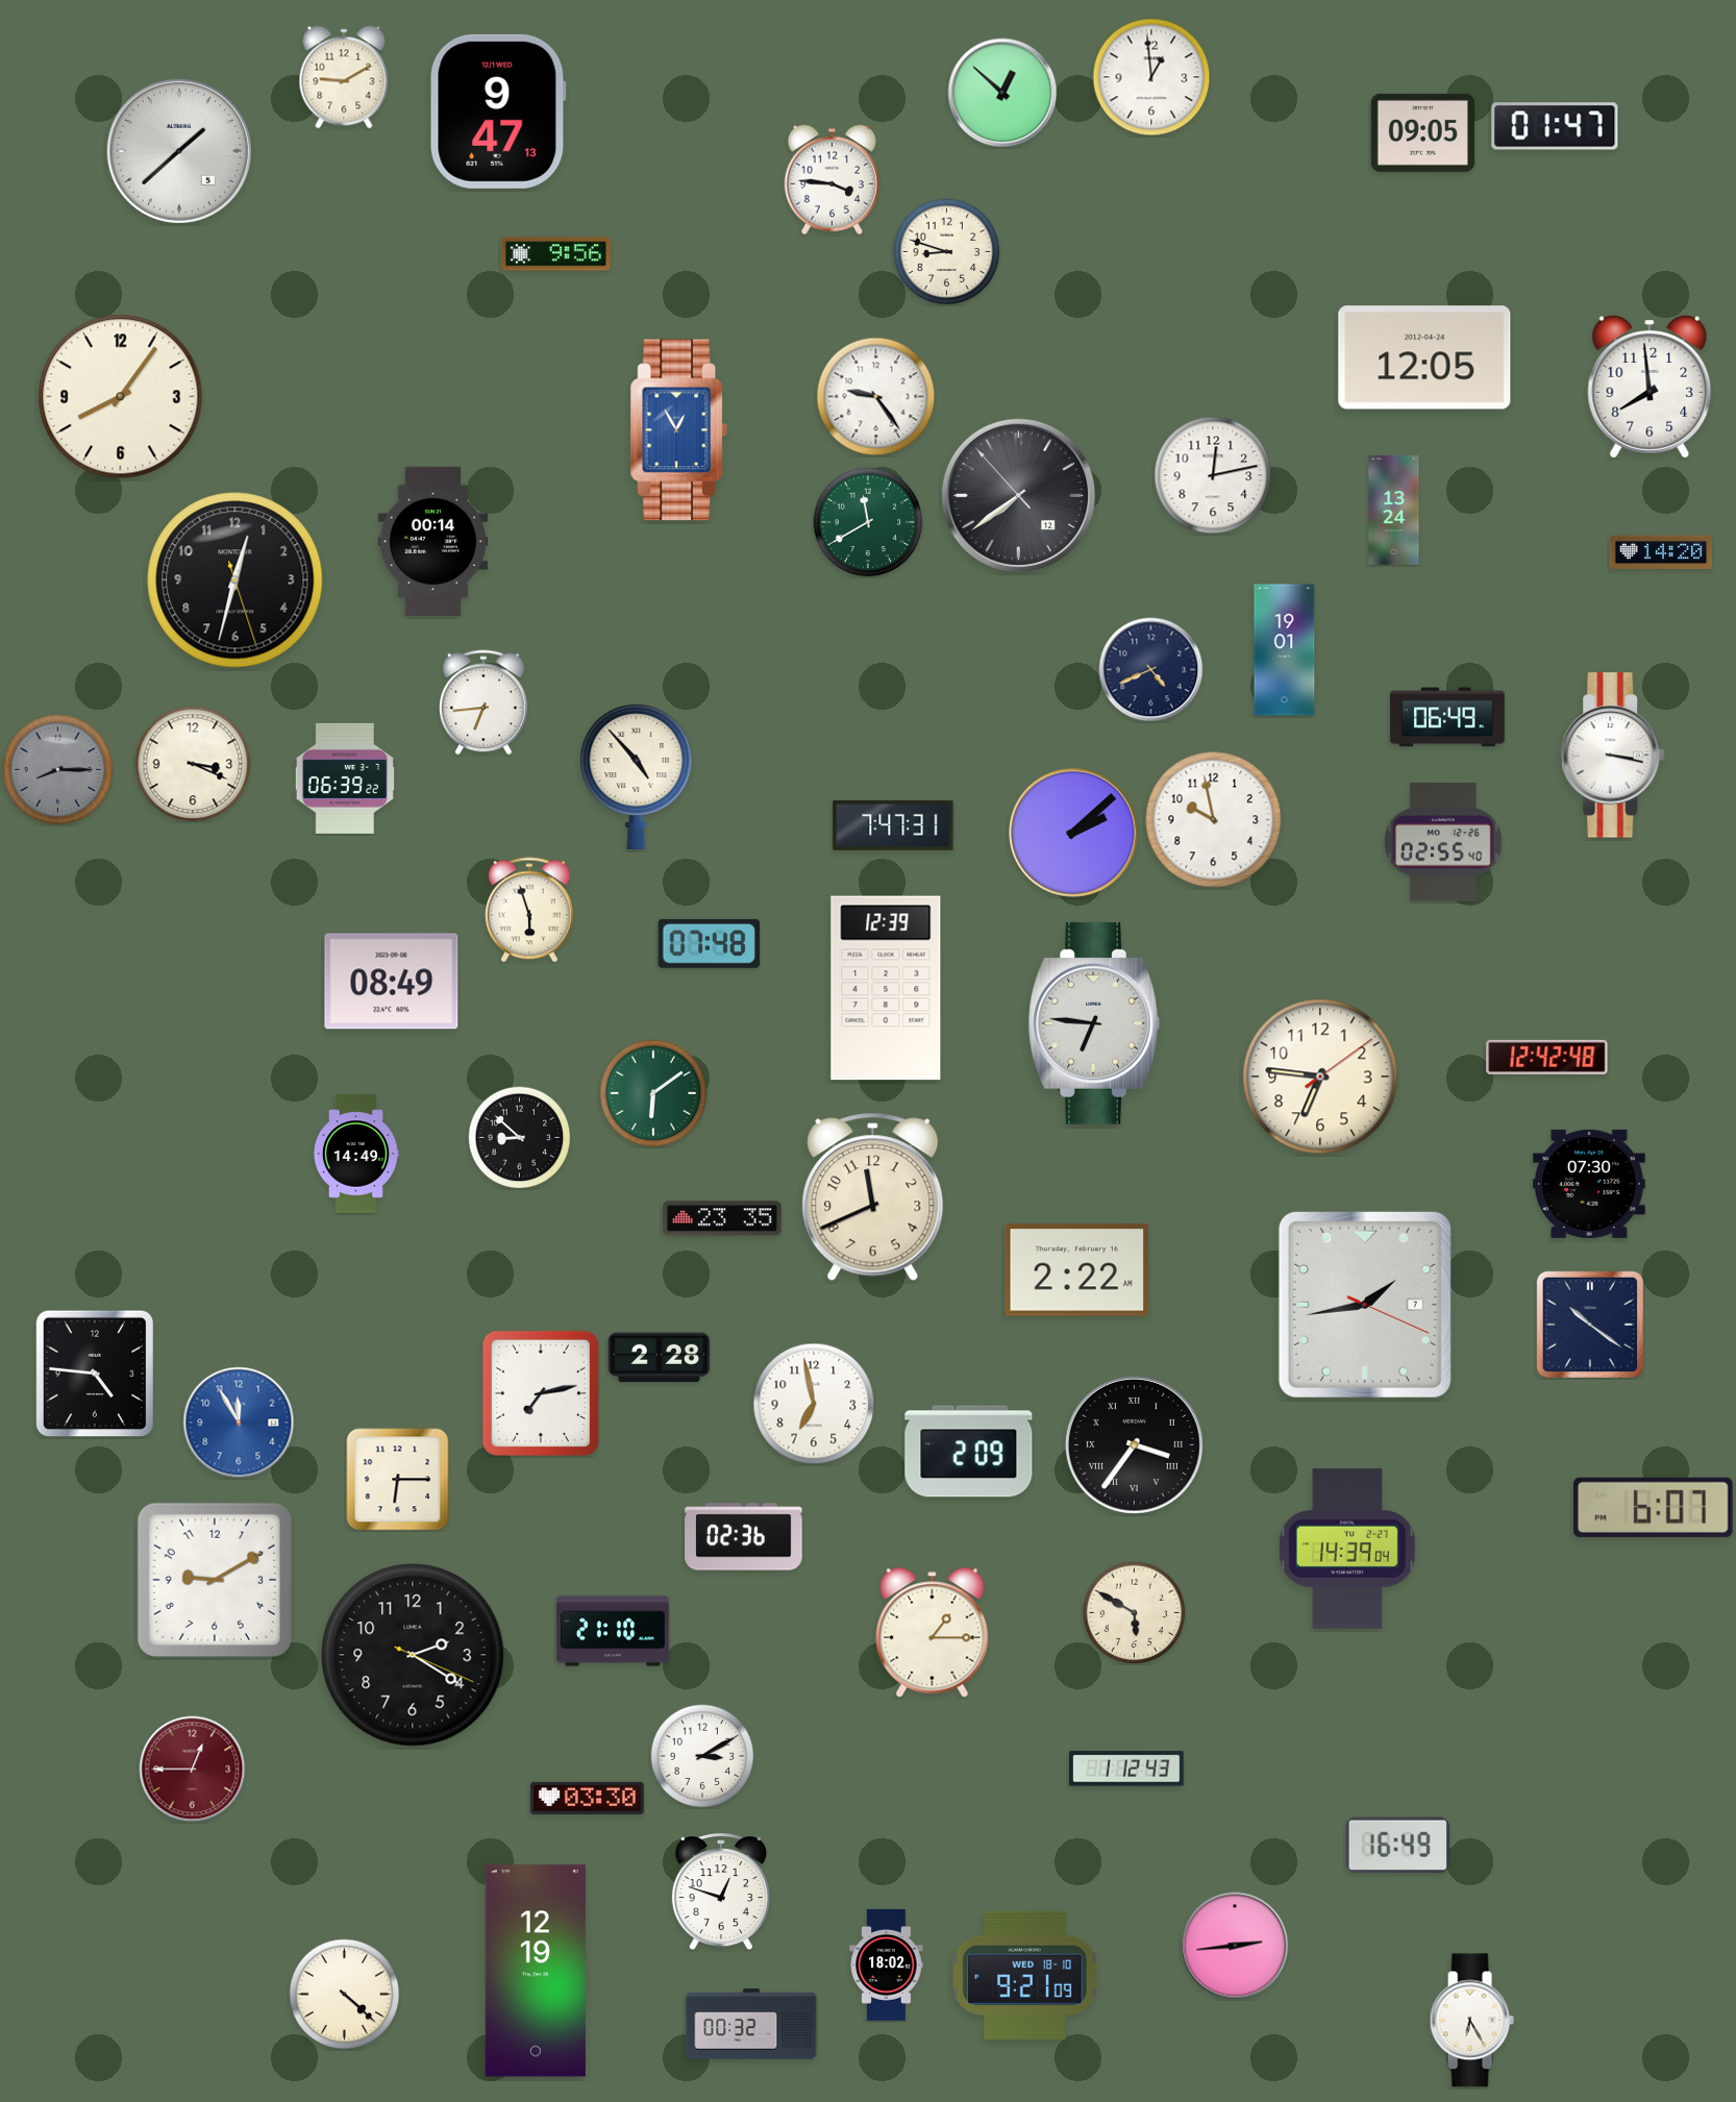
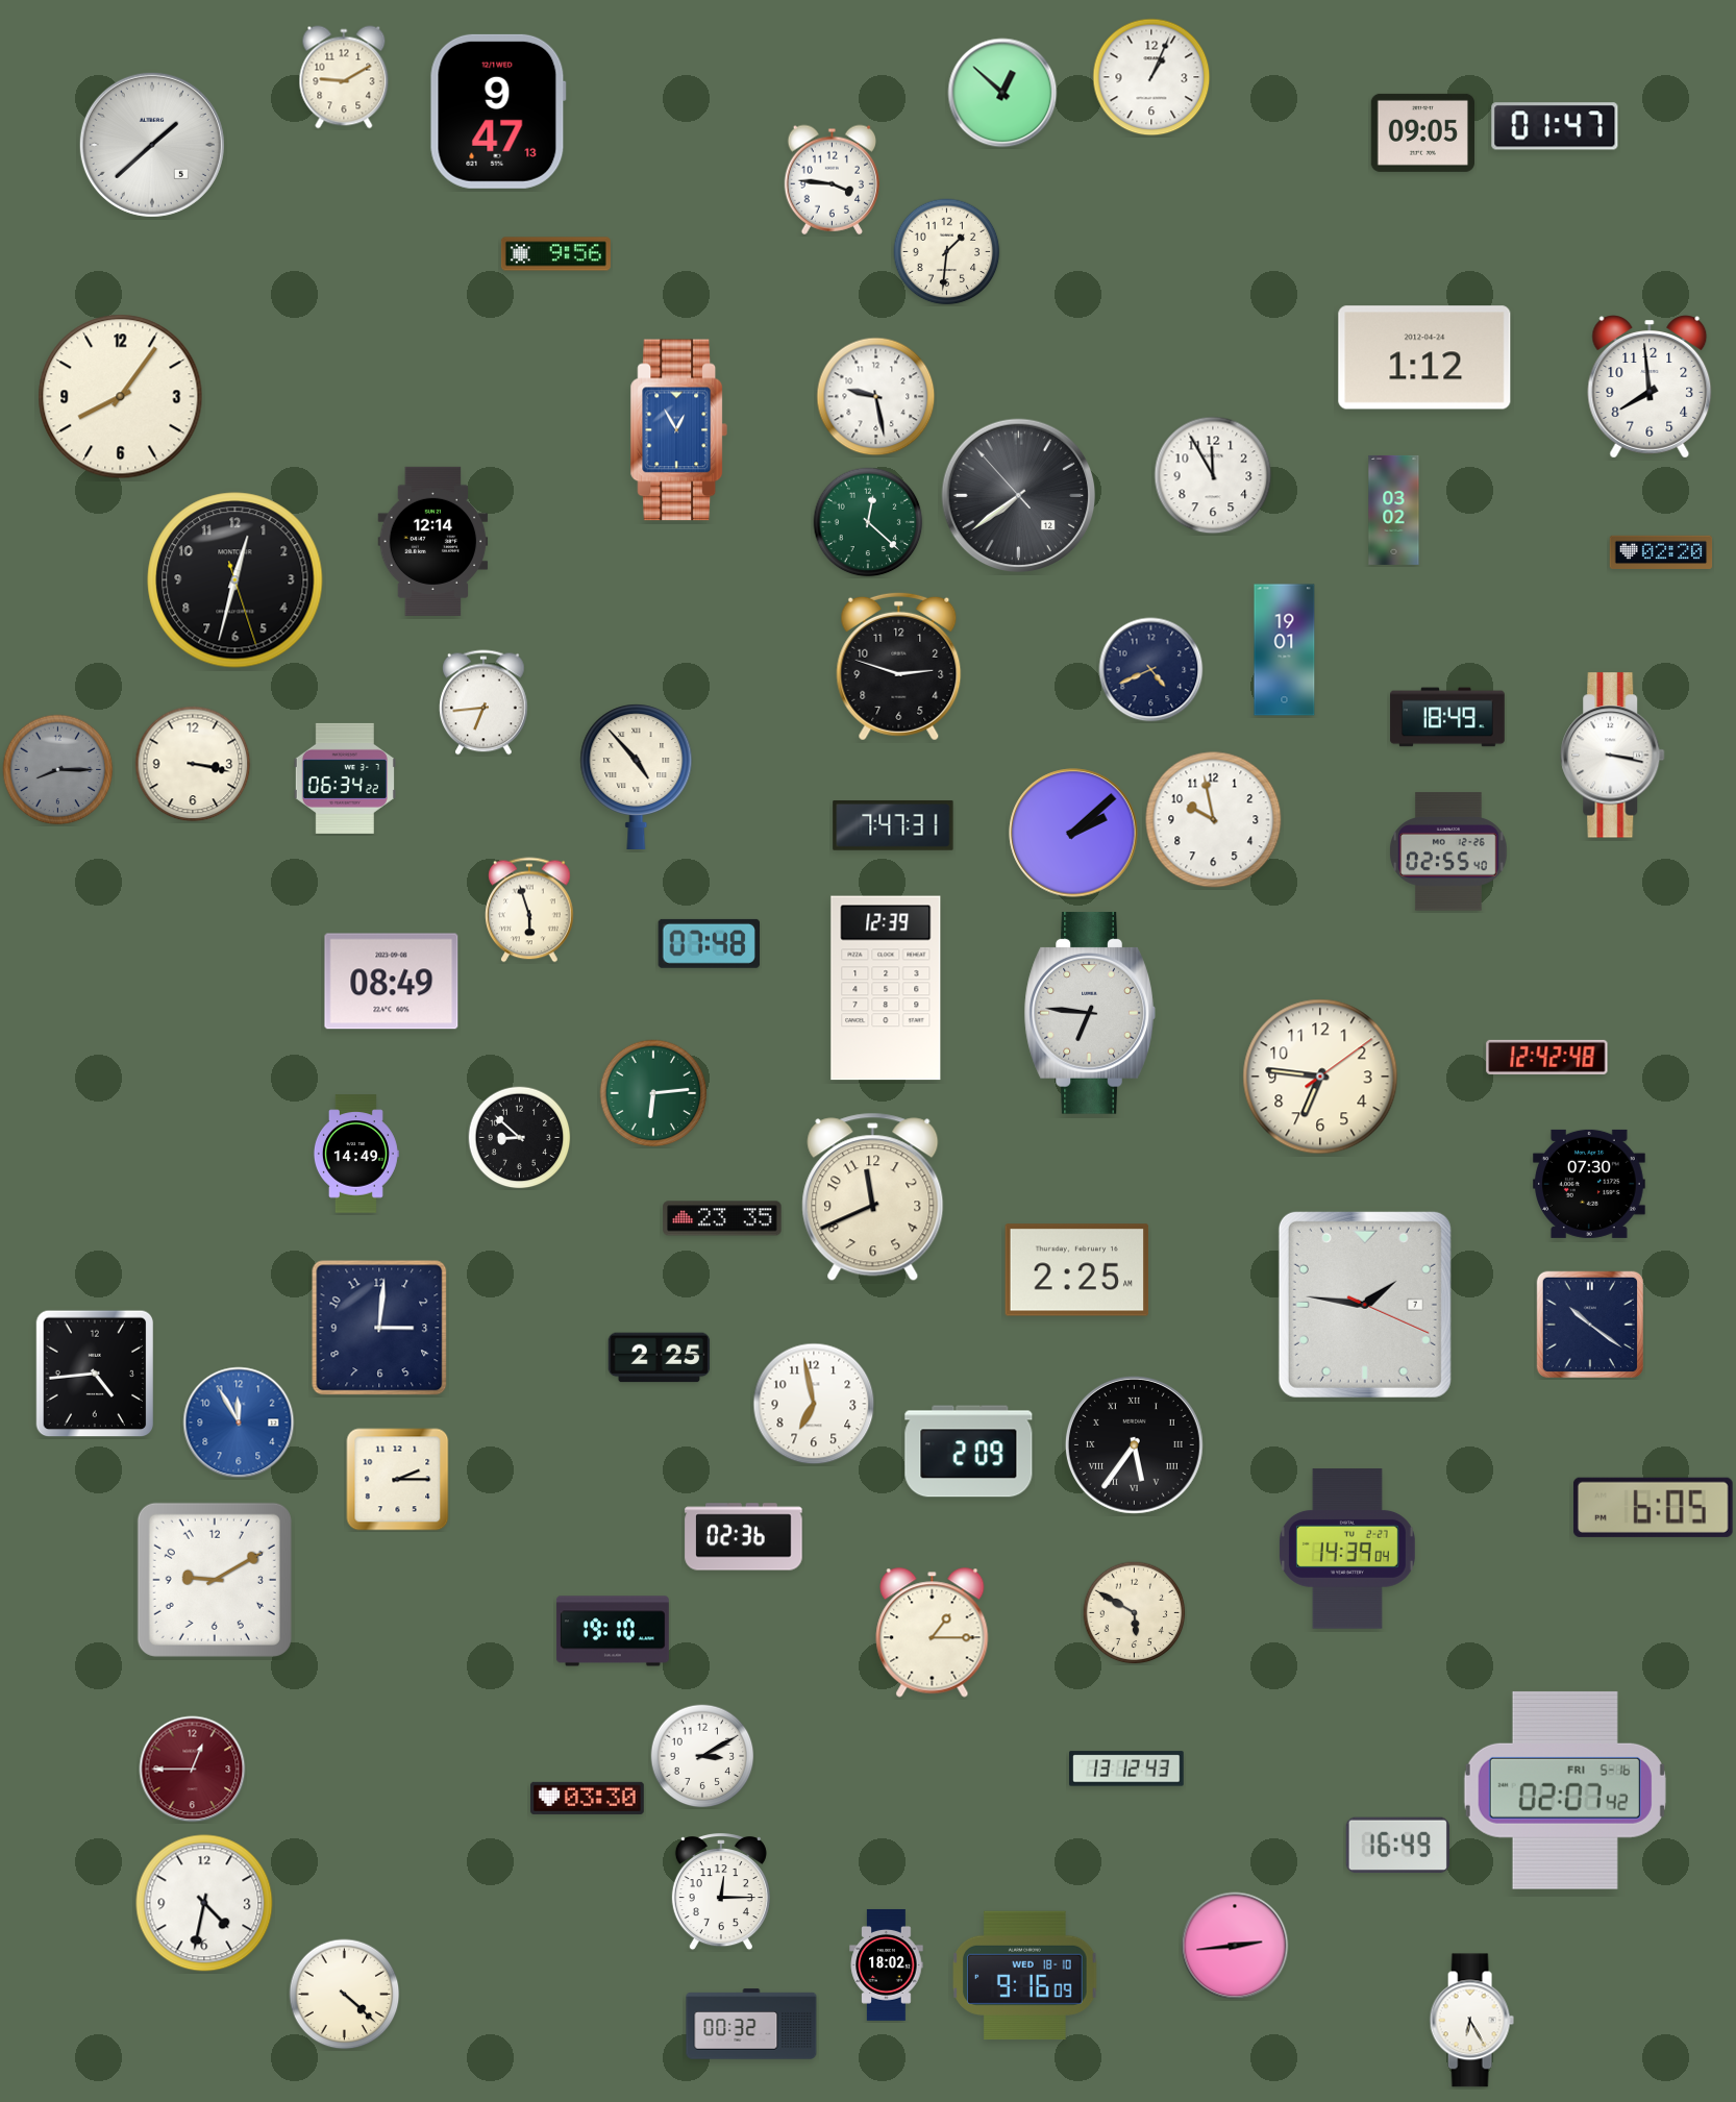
clock at (1151, 77): 12:59 -> 1:04
clock at (179, 151) position: (179, 151) -> (152, 145)
clock at (947, 252): 8:48 -> 1:31
clock at (1424, 357): 12:05 -> 1:12
clock at (876, 397): 9:24 -> 9:28
clock at (1213, 475): 12:13 -> 11:55
clock at (1394, 510): 13:24 -> 03:02
clock at (868, 522): 11:40 -> 12:22
clock at (433, 541): 00:14 -> 12:14
clock at (1661, 551): 14:20 -> 02:20
clock at (899, 666): none -> 2:48
clock at (1447, 717): 06:49 -> 18:49
clock at (193, 764): 3:19 -> 3:17
clock at (345, 778): 06:39 -> 06:34
clock at (1443, 842) position: (1443, 842) -> (1448, 851)
clock at (1094, 1023) position: (1094, 1023) -> (1090, 1013)
clock at (653, 1093): 6:09 -> 6:14
clock at (1077, 1270): 2:22 -> 2:25
clock at (1365, 1305): 1:43 -> 1:46
clock at (379, 1328): none -> 3:01
clock at (660, 1358): 2:28 -> 2:25
clock at (95, 1374): 4:46 -> 4:44
clock at (541, 1393): 7:13 -> none
clock at (1134, 1444): 3:36 -> 5:36
clock at (398, 1480): 6:15 -> 2:15
clock at (1653, 1507): 6:07 -> 6:05
clock at (613, 1631): 21:10 -> 19:10
clock at (413, 1655): 2:20 -> none
clock at (1126, 1769): 1:12 -> 13:12
clock at (1565, 1790): none -> 02:07
clock at (721, 1893): 12:48 -> 12:15
clock at (204, 1903): none -> 4:32
clock at (536, 1971): 12:19 -> none
clock at (1025, 1975): 9:21 -> 9:16
